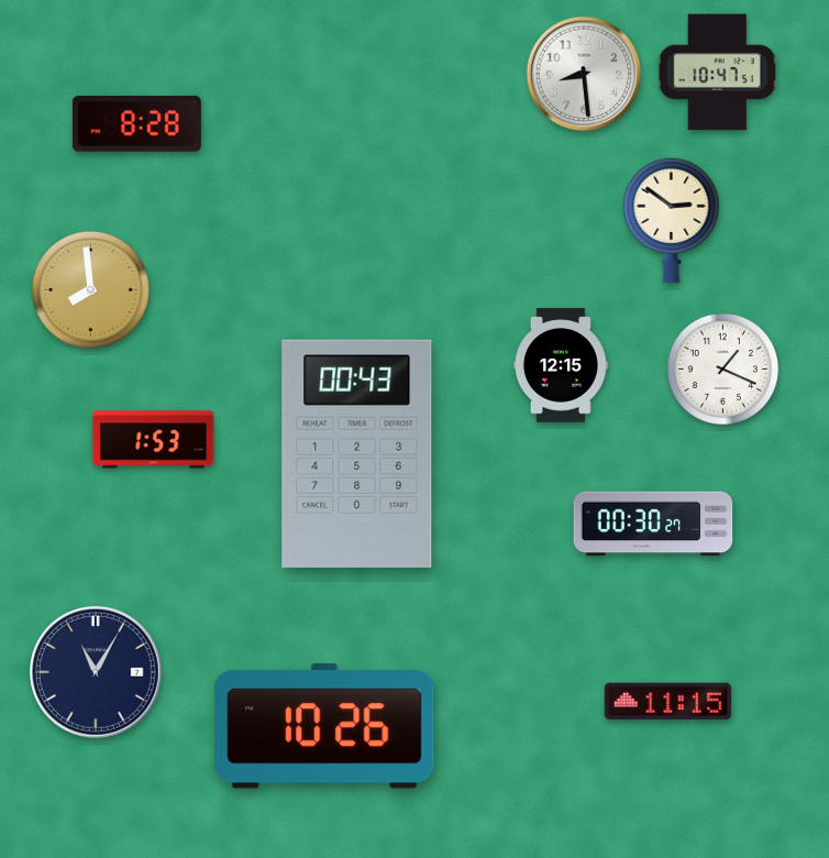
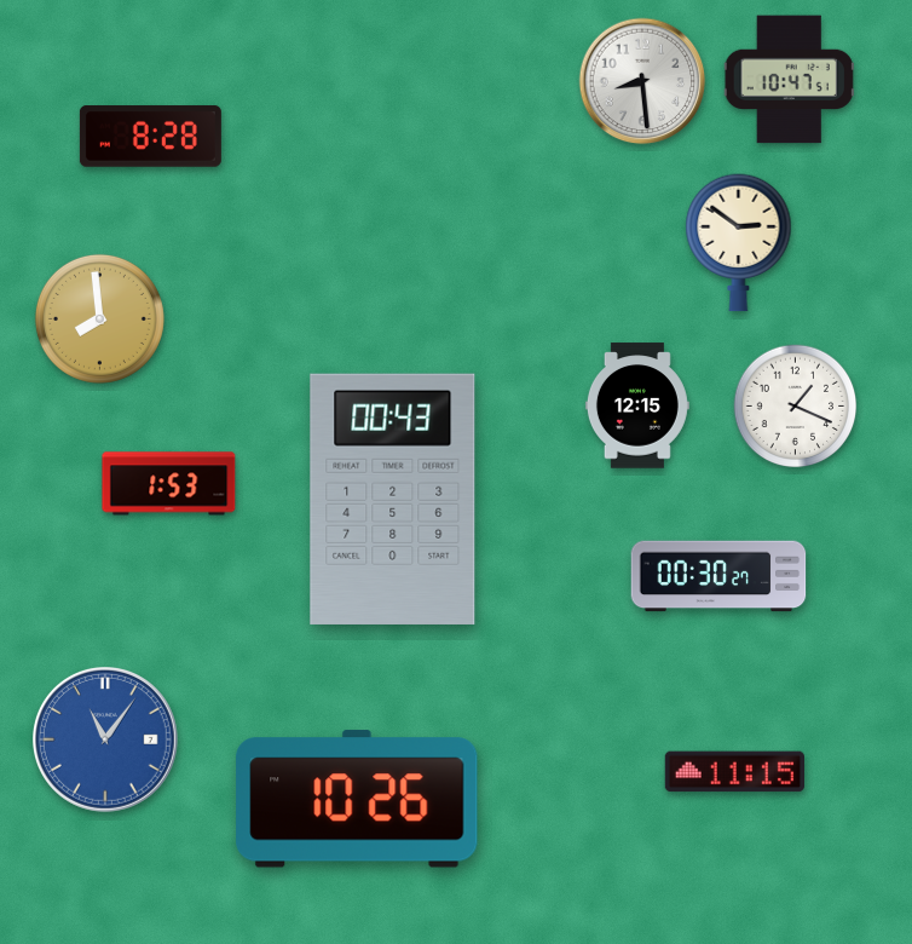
clock at (561, 365) position: (561, 365) -> (637, 405)
clock at (97, 673): 11:05 -> 11:06
clock at (97, 673) dial: navy -> blue
